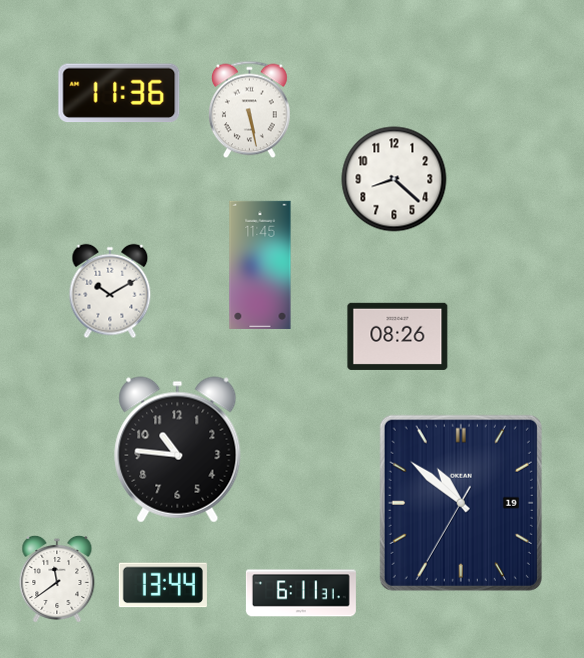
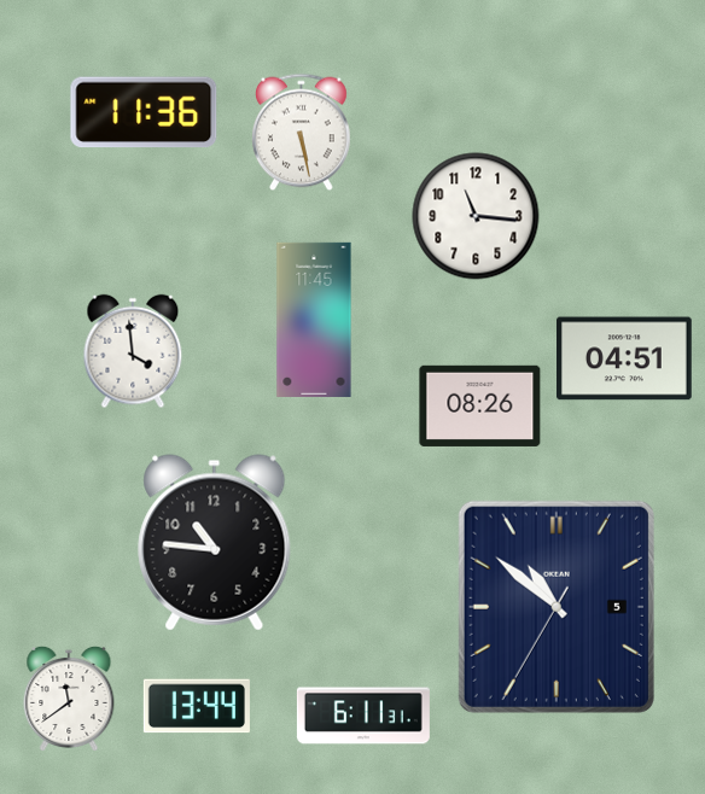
clock at (394, 179): 8:22 -> 11:16
clock at (110, 291): 10:10 -> 3:59
clock at (625, 358): none -> 04:51
clock at (461, 503) date: 19 -> 5
